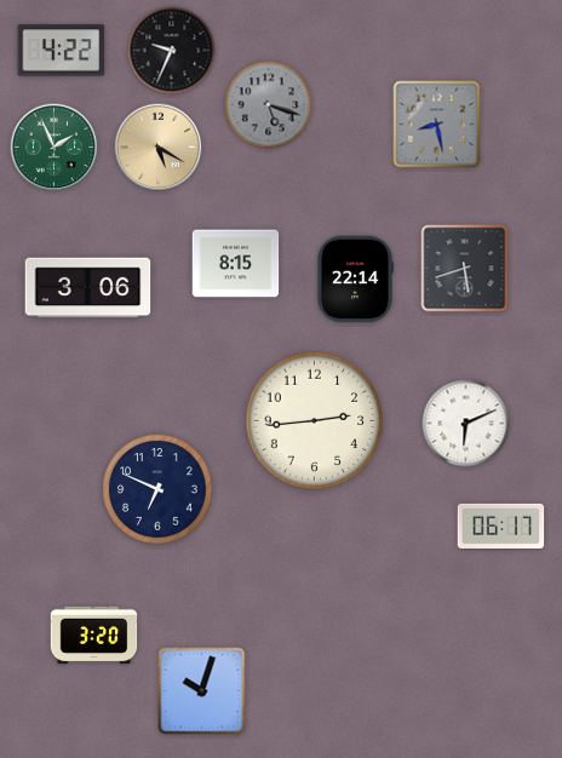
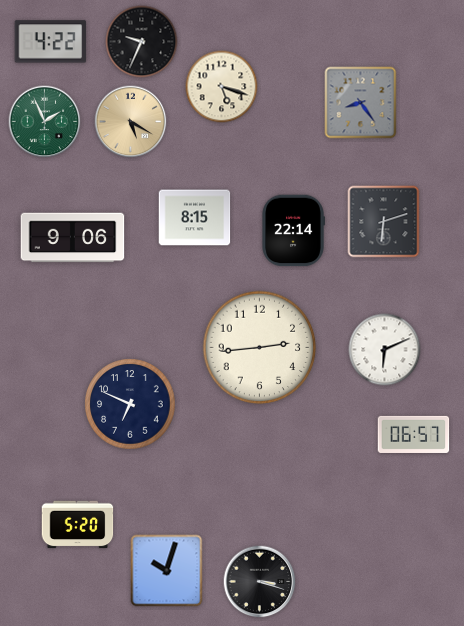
clock at (269, 105) dial: grey -> cream
clock at (437, 125): 8:28 -> 8:24
clock at (465, 269): 5:42 -> 6:12
clock at (88, 288): 3:06 -> 9:06
clock at (501, 526): 06:17 -> 06:57
clock at (94, 636): 3:20 -> 5:20
clock at (260, 582): none -> 3:18
